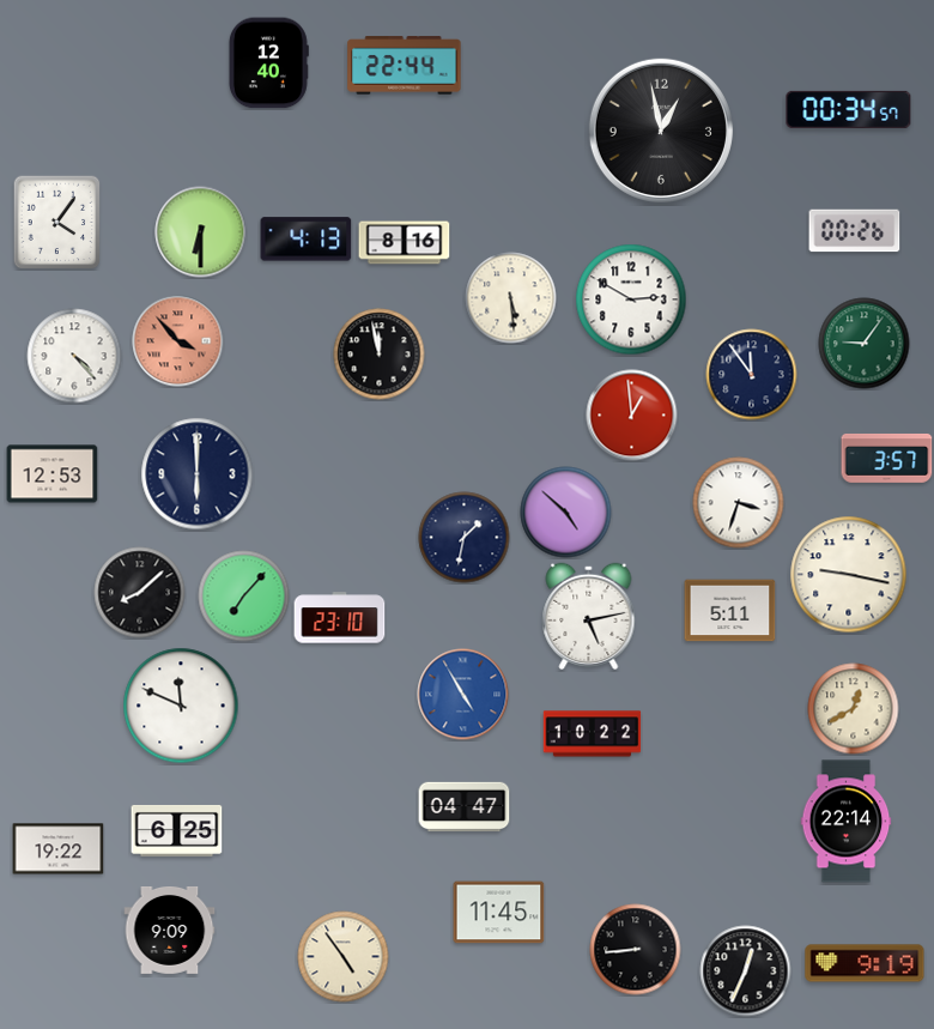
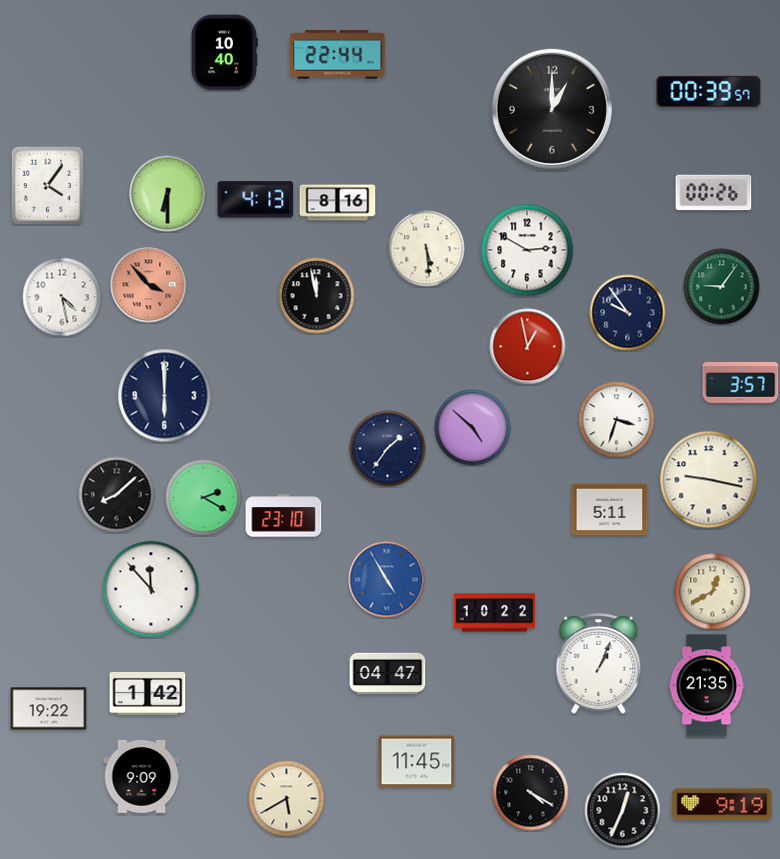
clock at (268, 63): 12:40 -> 10:40
clock at (849, 109): 00:34 -> 00:39
clock at (661, 131): 12:58 -> 1:00
clock at (74, 356): 4:23 -> 4:28
clock at (752, 375): 11:54 -> 9:54
clock at (632, 416): 12:59 -> 12:58
clock at (53, 474): 12:53 -> none
clock at (465, 538): 1:32 -> 1:36
clock at (244, 597): 7:07 -> 2:20
clock at (589, 616): 5:13 -> none
clock at (181, 706): 11:49 -> 11:53
clock at (599, 664): none -> 1:04
clock at (847, 822): 22:14 -> 21:35
clock at (177, 830): 6:25 -> 1:42
clock at (636, 950): 8:44 -> 4:20
clock at (344, 957): 4:54 -> 5:40
